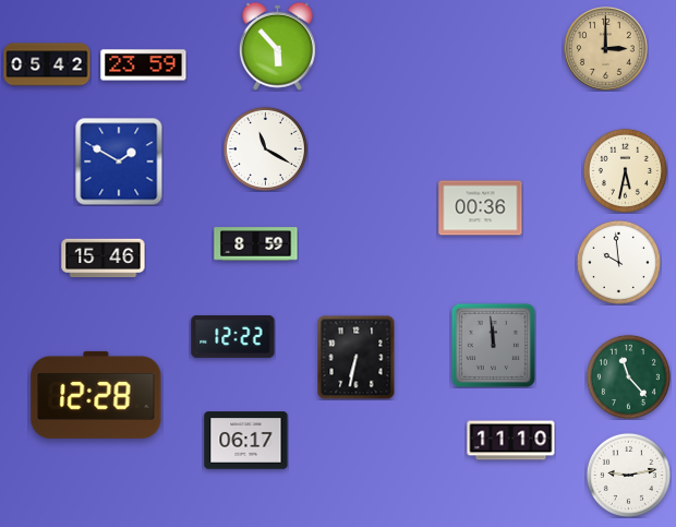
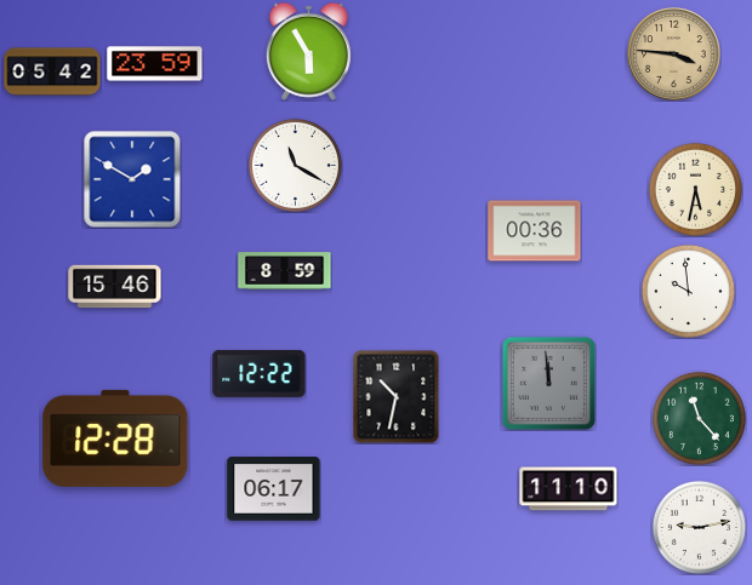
clock at (277, 46): 5:53 -> 5:55
clock at (606, 49): 3:00 -> 3:46
clock at (144, 65) position: (144, 65) -> (155, 64)
clock at (357, 357): 6:32 -> 10:32
clock at (96, 395) position: (96, 395) -> (115, 438)
